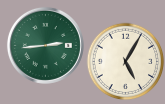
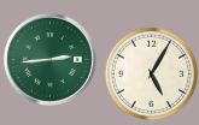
clock at (45, 45) position: (45, 45) -> (49, 59)
